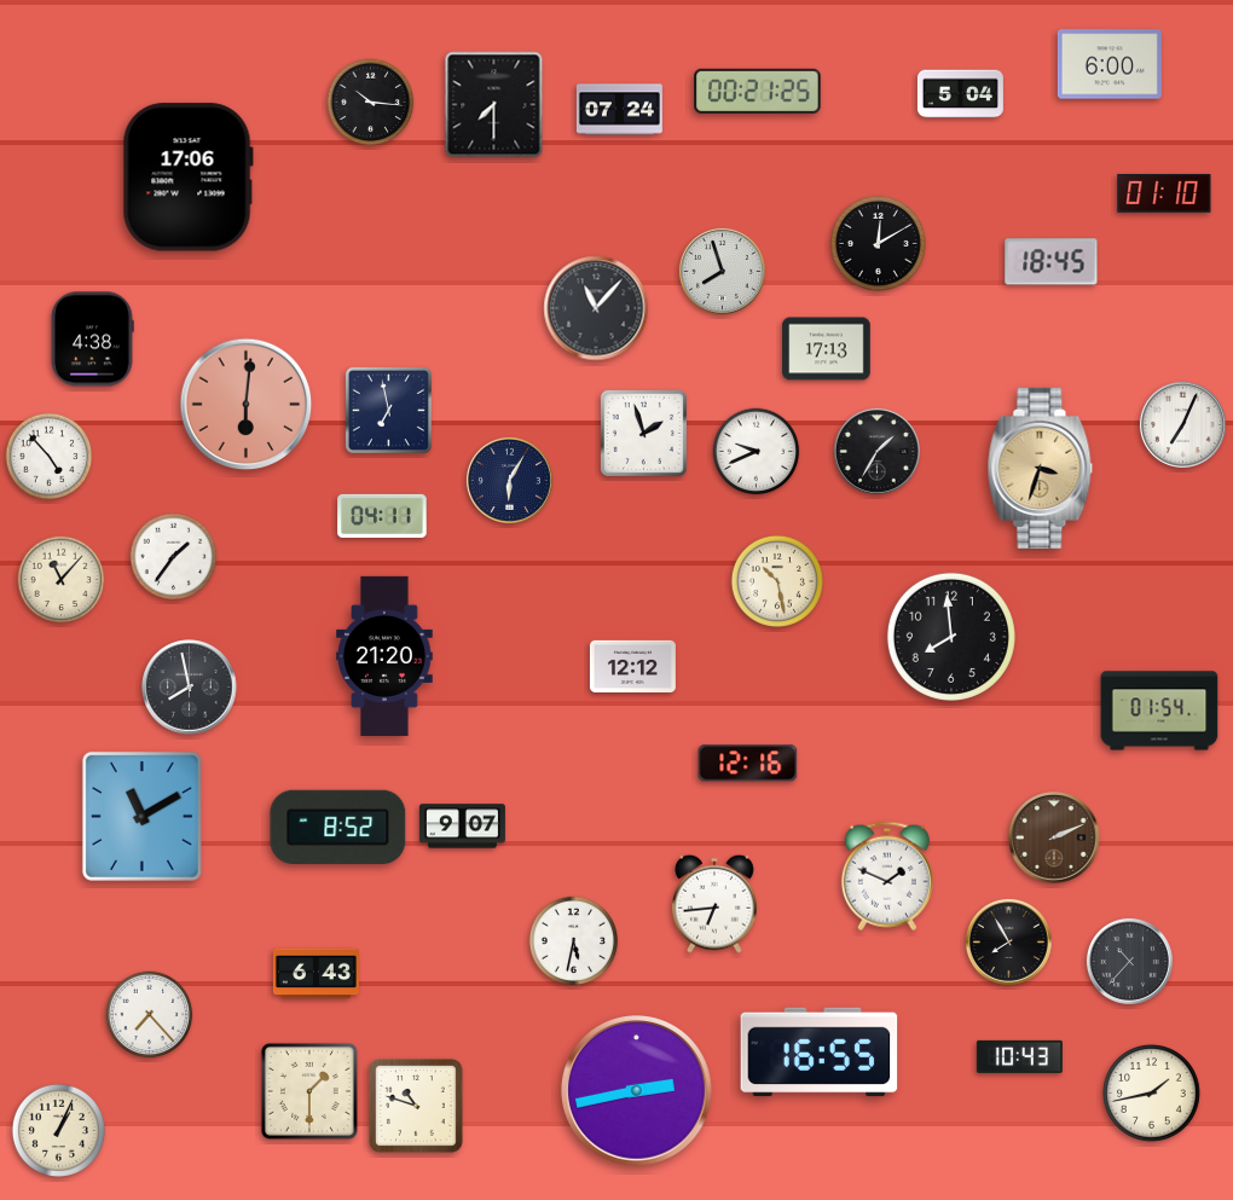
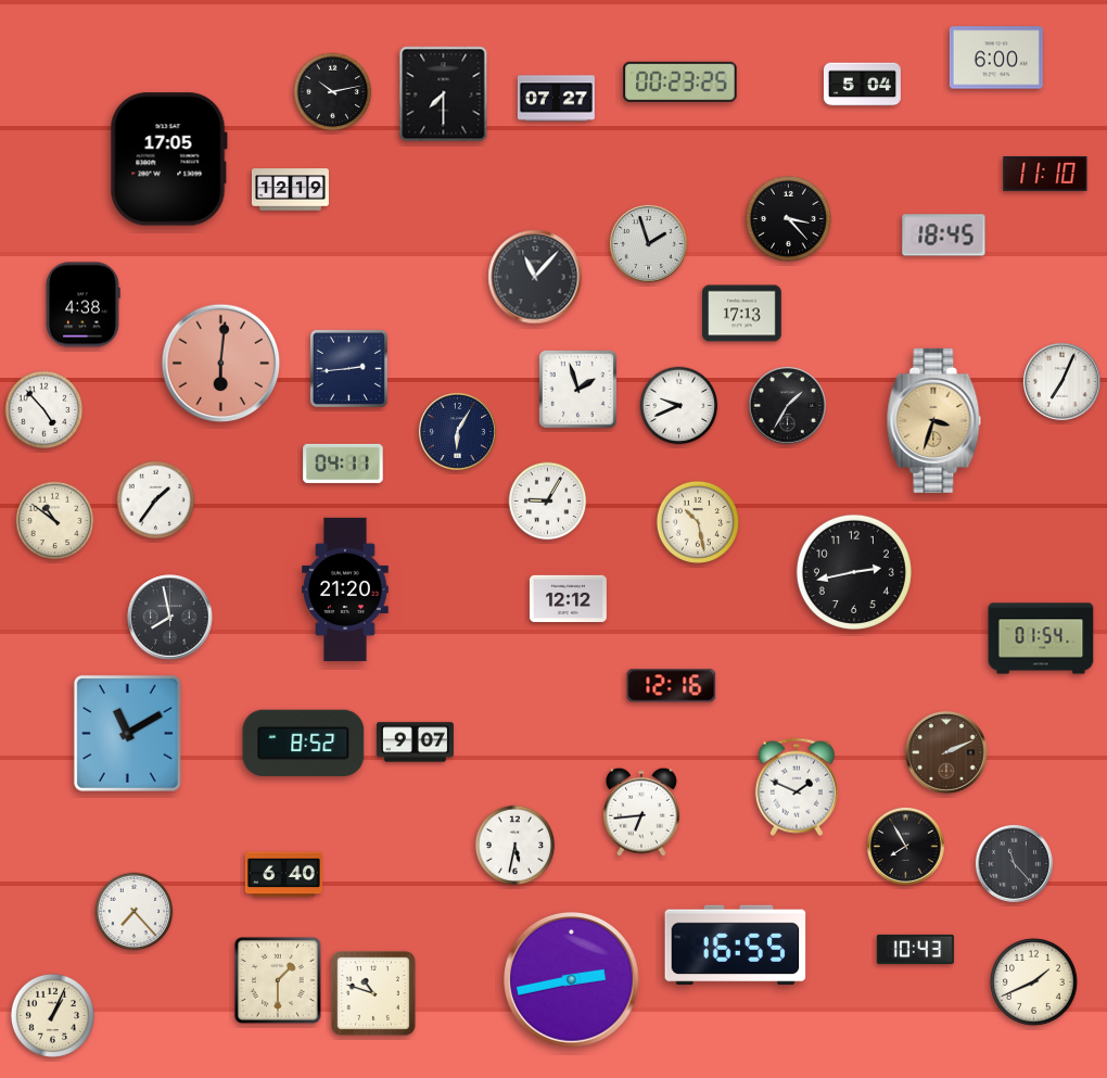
clock at (758, 91): 00:21 -> 00:23
clock at (371, 103): 10:16 -> 10:13
clock at (619, 110): 07:24 -> 07:27
clock at (187, 178): 17:06 -> 17:05
clock at (1164, 193): 01:10 -> 11:10
clock at (290, 190): none -> 12:19
clock at (878, 243): 12:10 -> 3:23
clock at (722, 271): 7:57 -> 1:57
clock at (388, 410): 6:58 -> 2:44
clock at (548, 502): none -> 9:05
clock at (62, 580): 11:07 -> 10:51
clock at (951, 637): 7:59 -> 2:43
clock at (1129, 961): 10:37 -> 11:23
clock at (316, 974): 6:43 -> 6:40
clock at (1152, 1094): 1:43 -> 1:41
